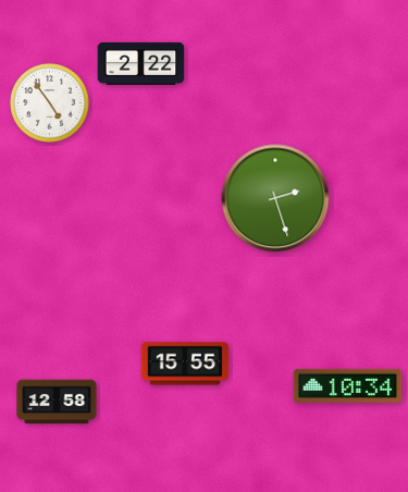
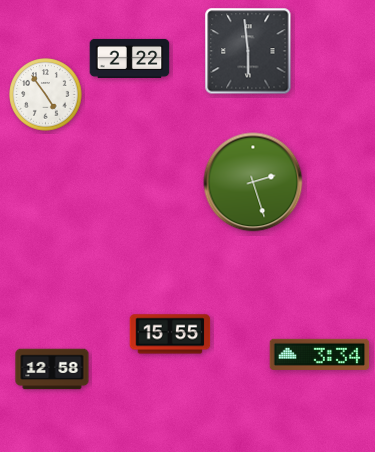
clock at (248, 51): none -> 5:59
clock at (348, 385): 10:34 -> 3:34
